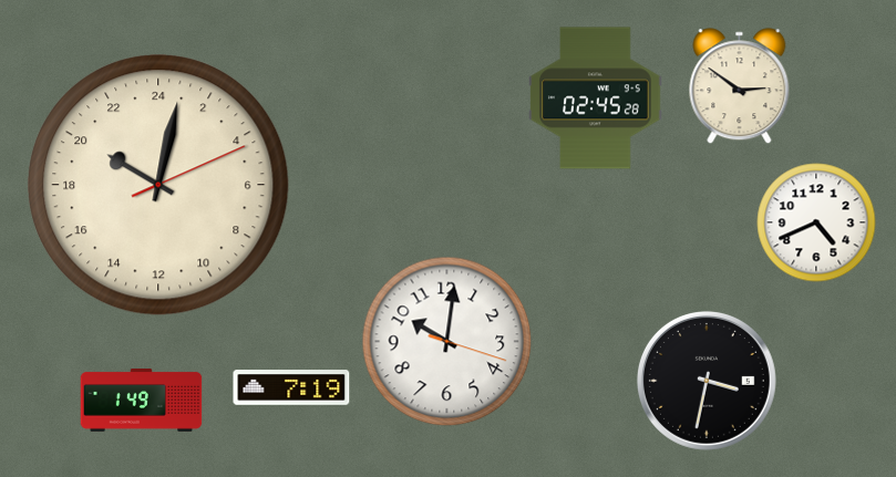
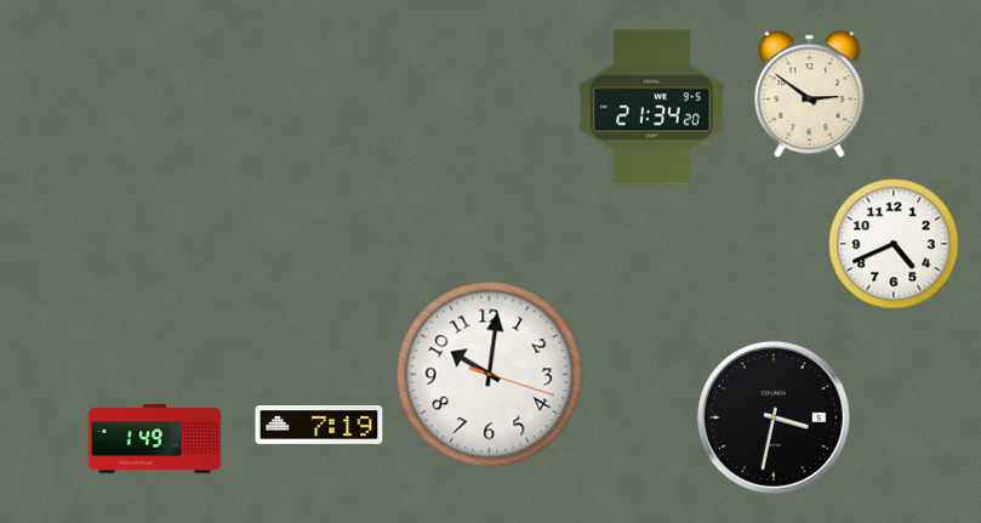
clock at (596, 98): 02:45 -> 21:34
clock at (158, 185): 20:02 -> none
